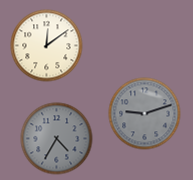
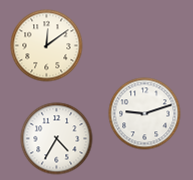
clock at (145, 114) dial: grey -> white
clock at (57, 139) dial: grey -> white
